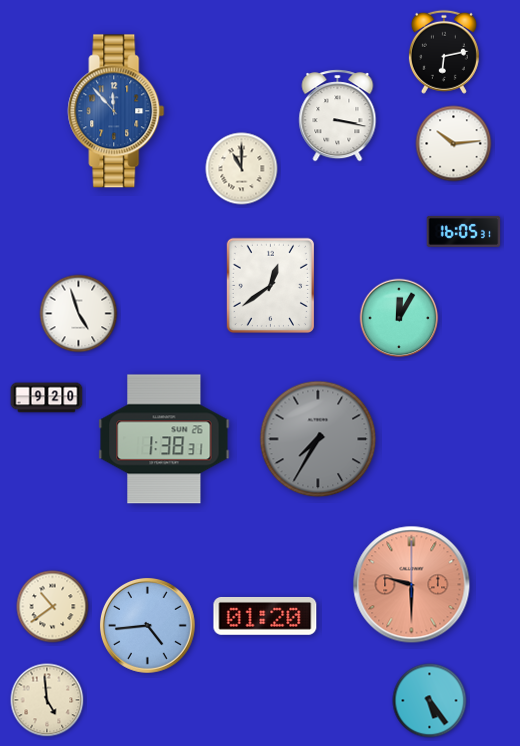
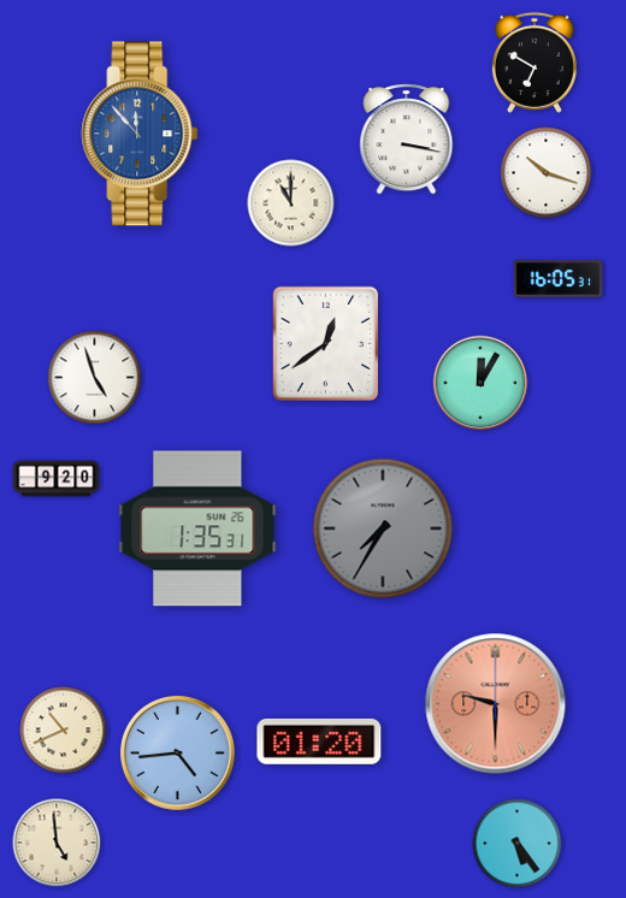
clock at (444, 52): 6:13 -> 6:50
clock at (454, 144): 10:14 -> 10:18
clock at (164, 439): 1:38 -> 1:35
clock at (53, 607): 10:39 -> 10:41
